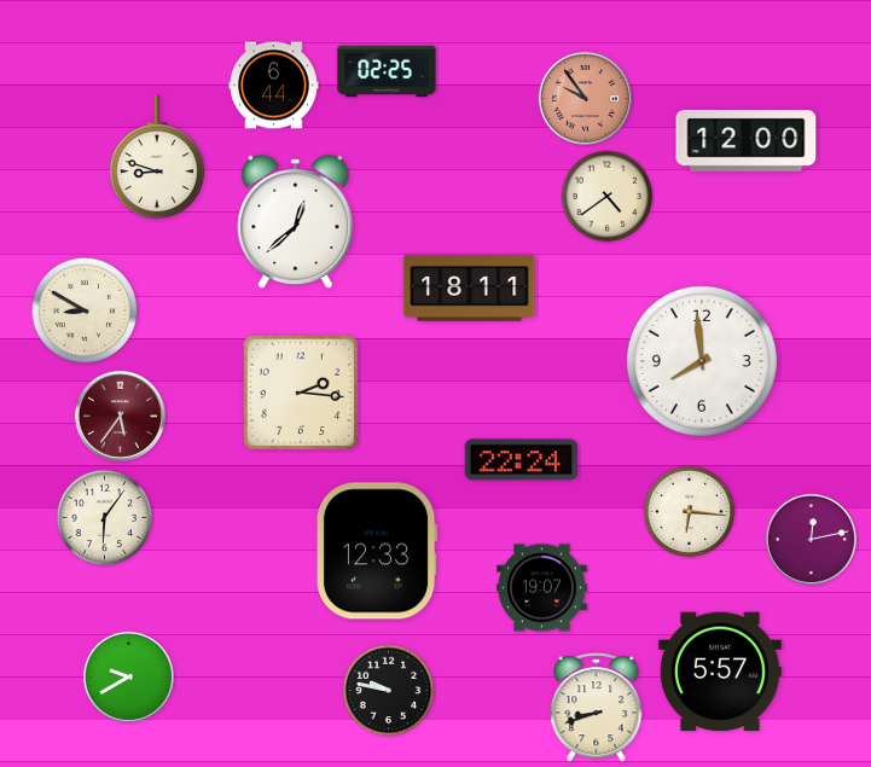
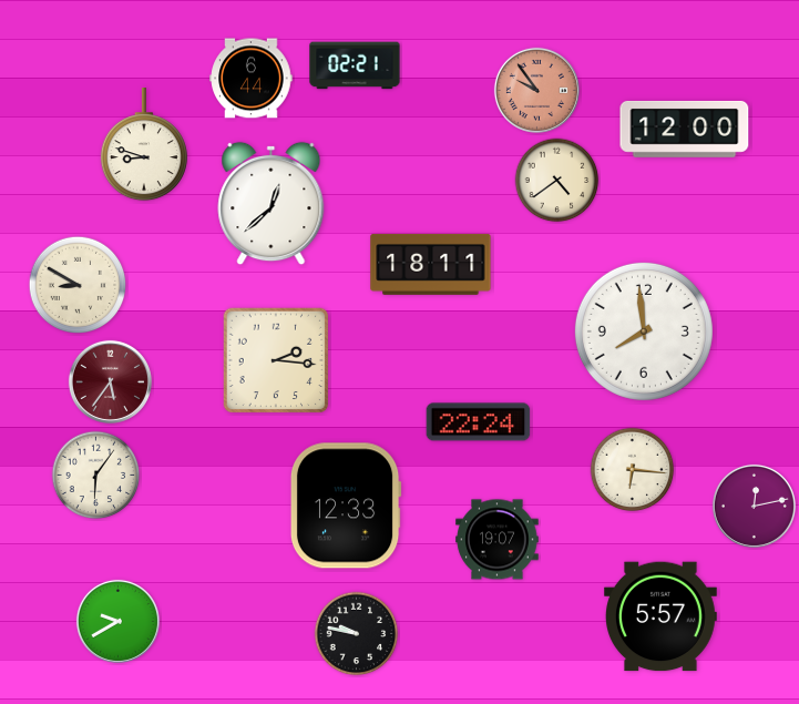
clock at (387, 71): 02:25 -> 02:21
clock at (811, 539) position: (811, 539) -> (754, 506)
clock at (597, 708): 8:42 -> none
